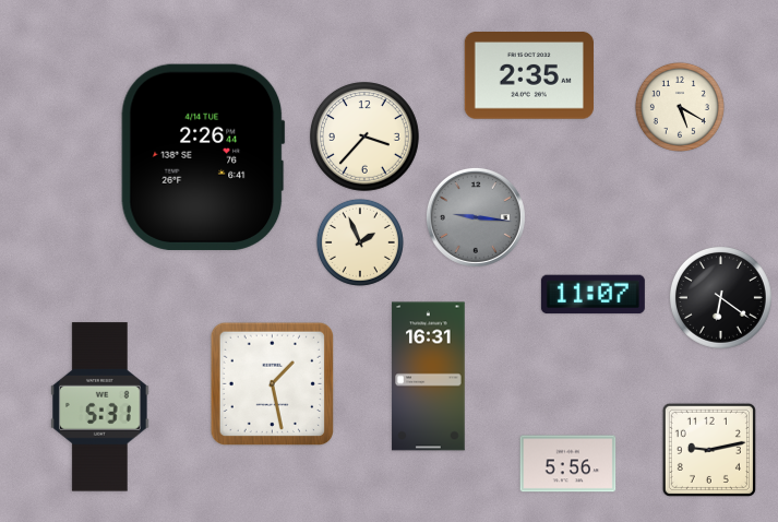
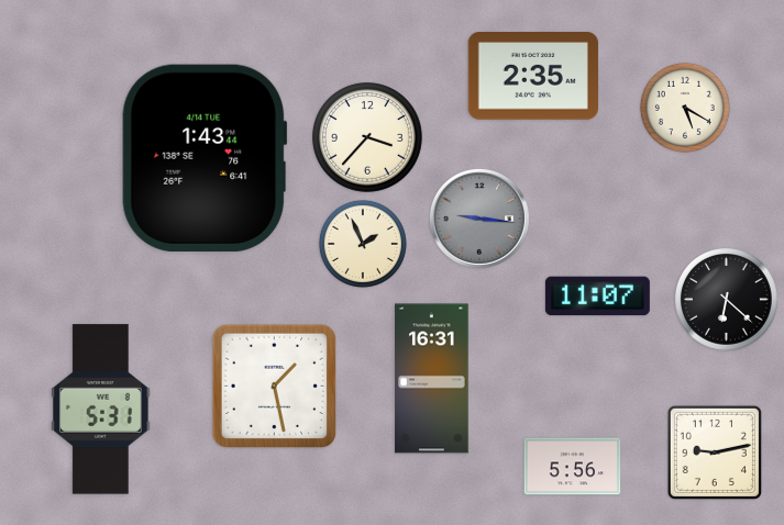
clock at (203, 157): 2:26 -> 1:43
clock at (720, 297): 6:21 -> 6:22
